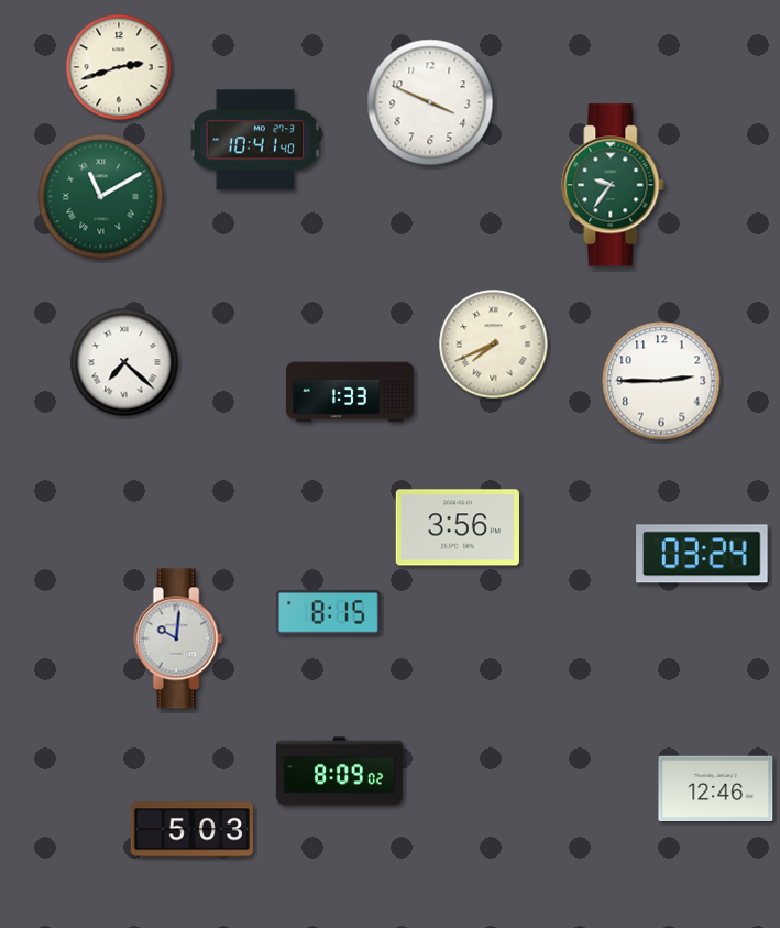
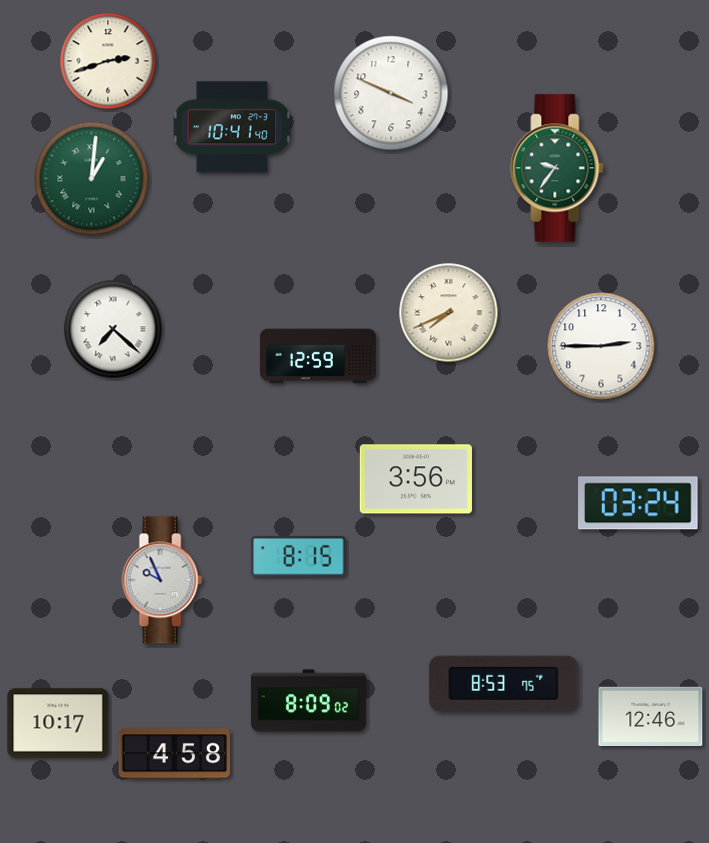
clock at (101, 197): 11:10 -> 1:01
clock at (350, 392): 1:33 -> 12:59
clock at (178, 638): 10:01 -> 9:56
clock at (504, 683): none -> 8:53
clock at (58, 723): none -> 10:17
clock at (193, 830): 5:03 -> 4:58
